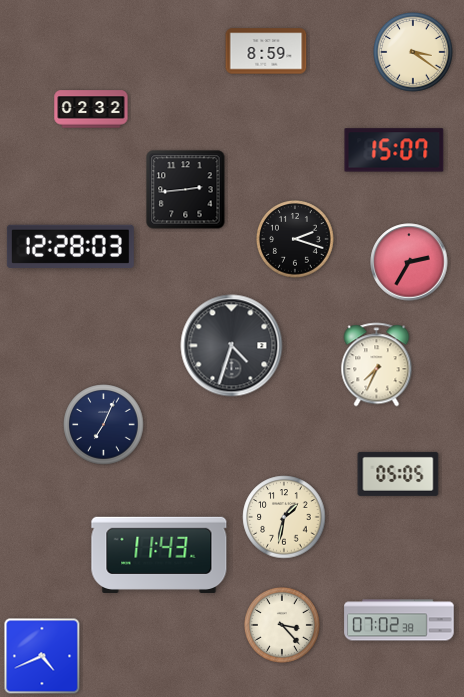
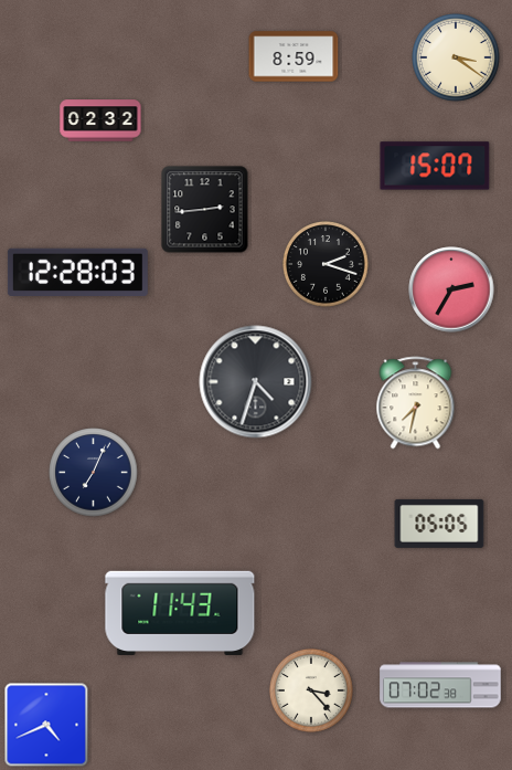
clock at (377, 365): 7:34 -> 7:32
clock at (104, 425) position: (104, 425) -> (94, 473)
clock at (284, 517): 1:32 -> none
clock at (159, 555) position: (159, 555) -> (180, 613)
